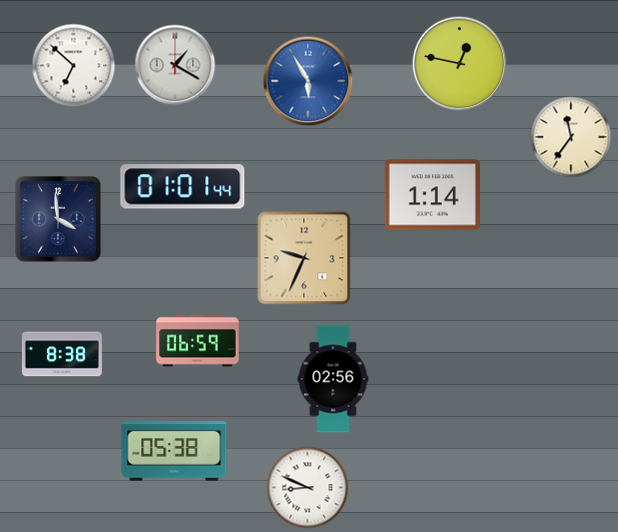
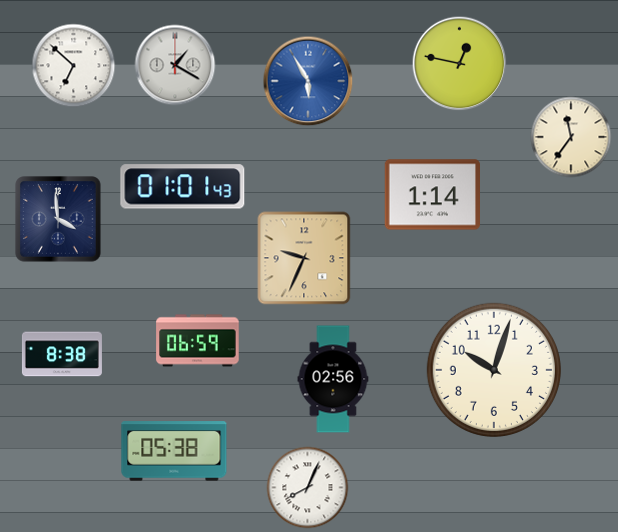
clock at (183, 187): 01:01:44 -> 01:01:43
clock at (494, 370): none -> 10:03
clock at (308, 488): 8:49 -> 8:04
